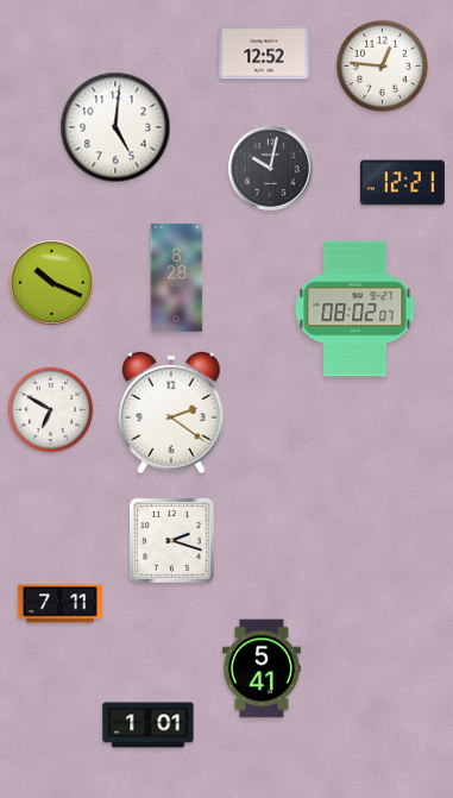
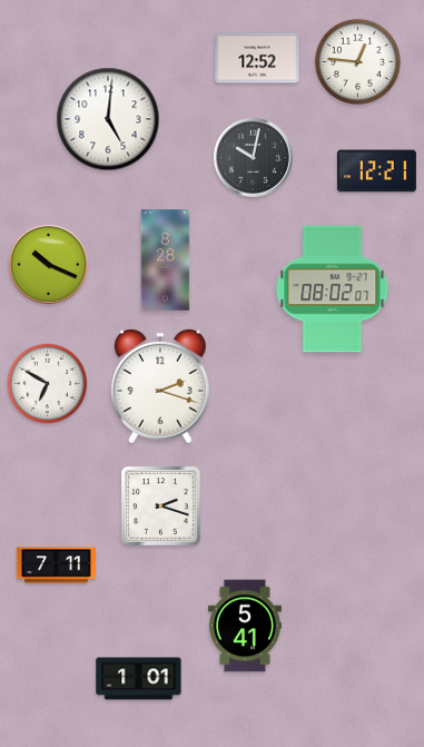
clock at (264, 52) position: (264, 52) -> (257, 58)
clock at (171, 413): 2:21 -> 2:18
